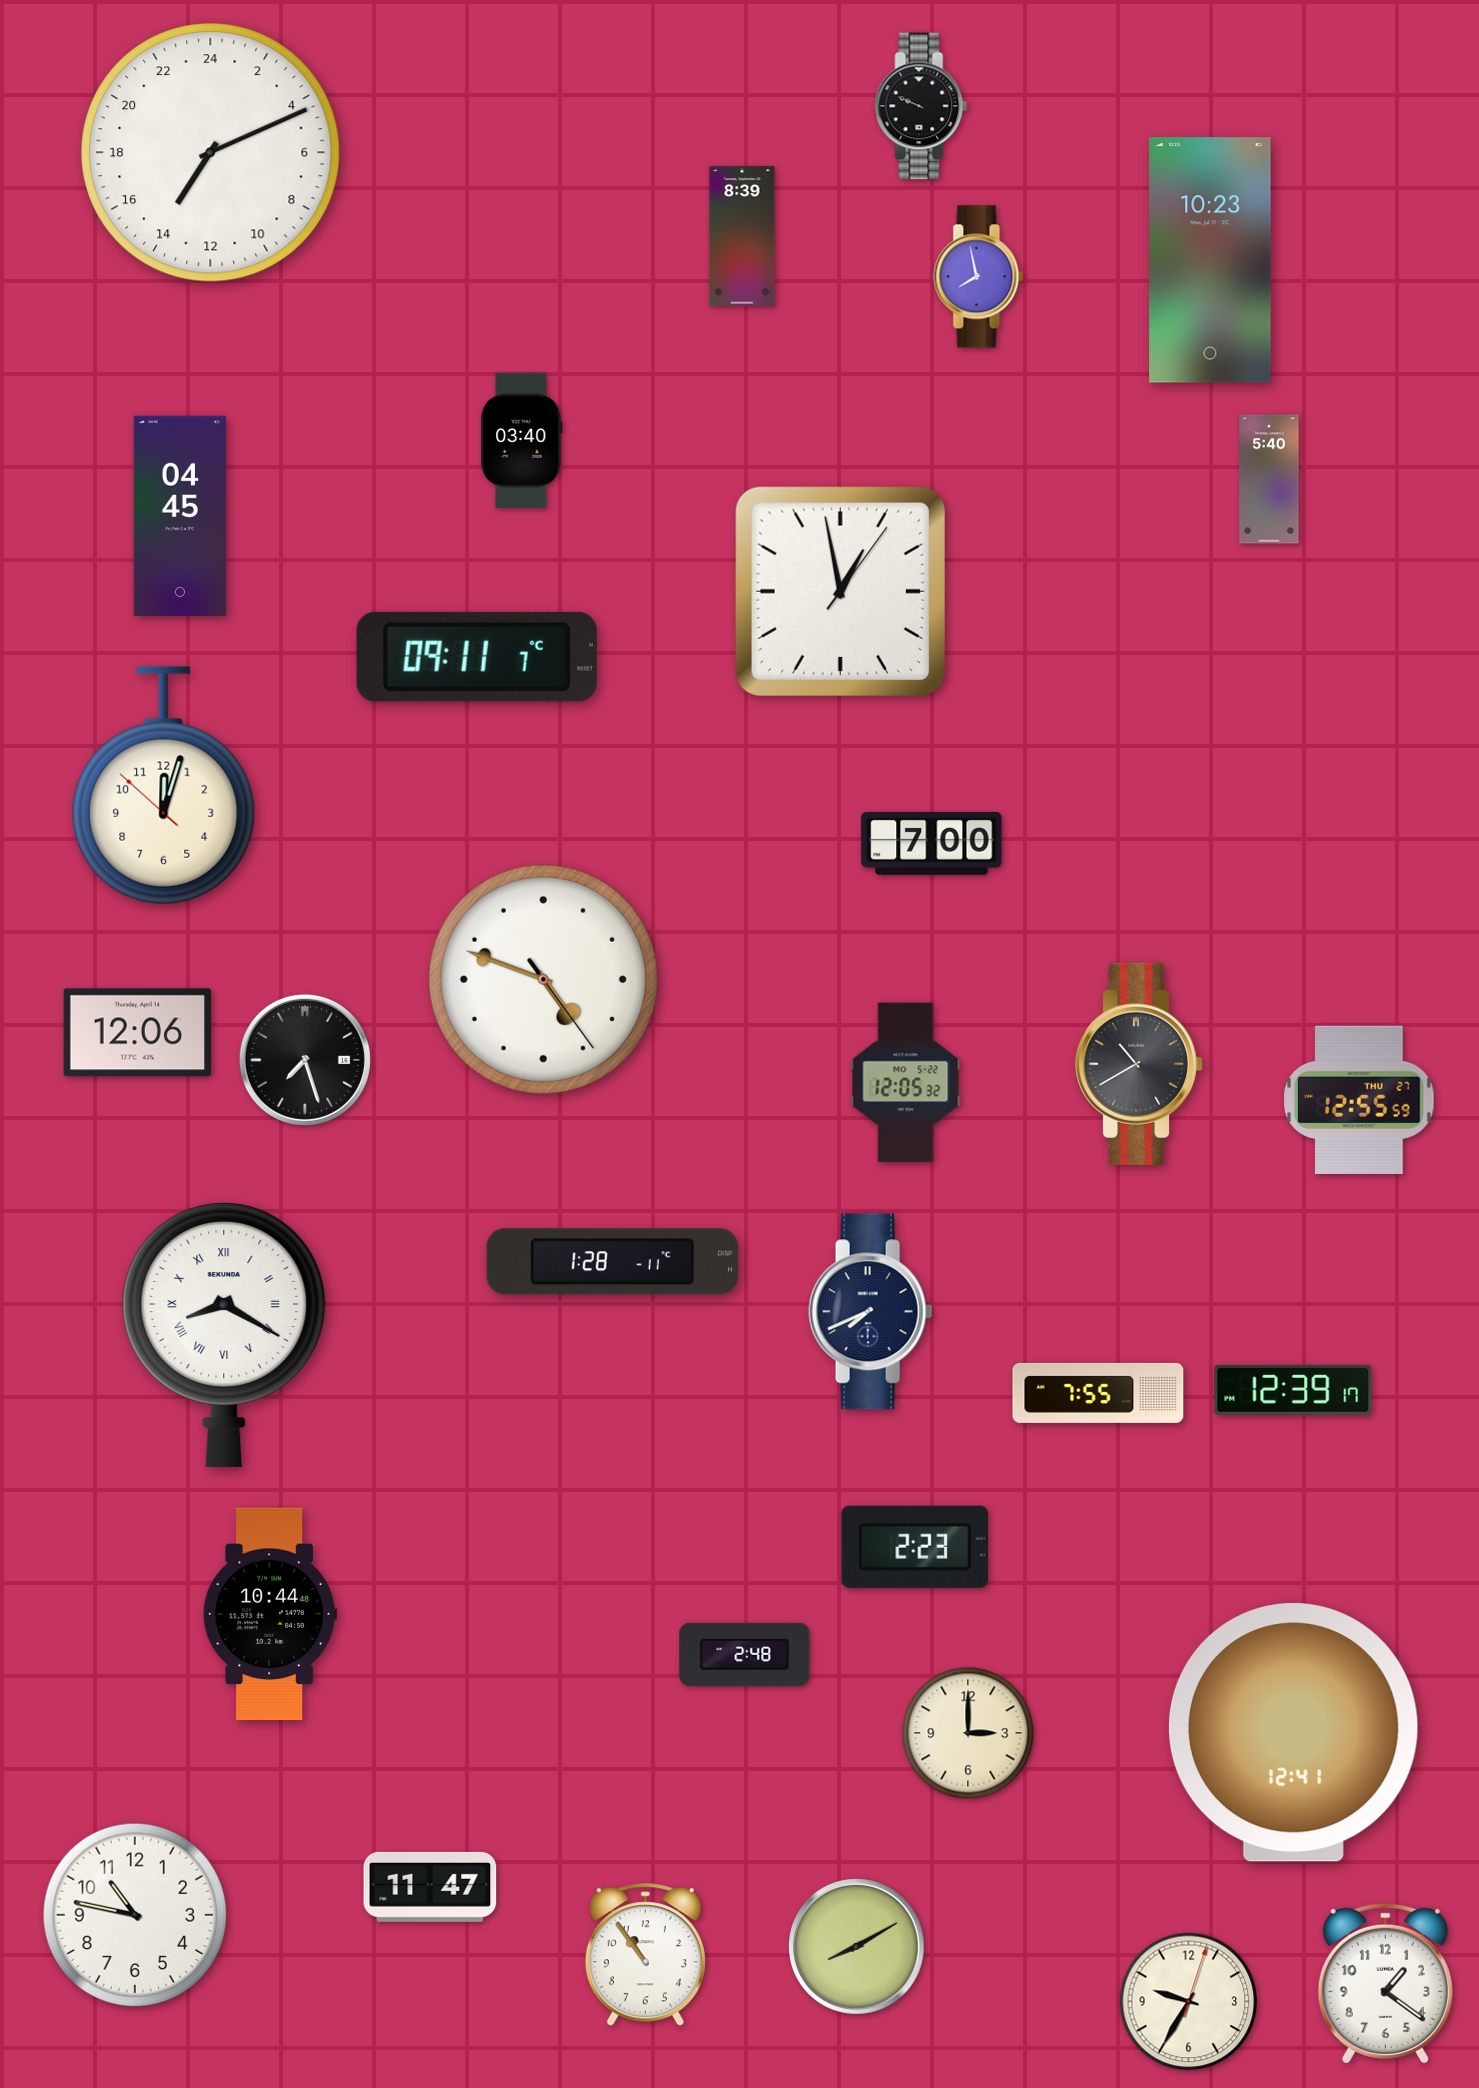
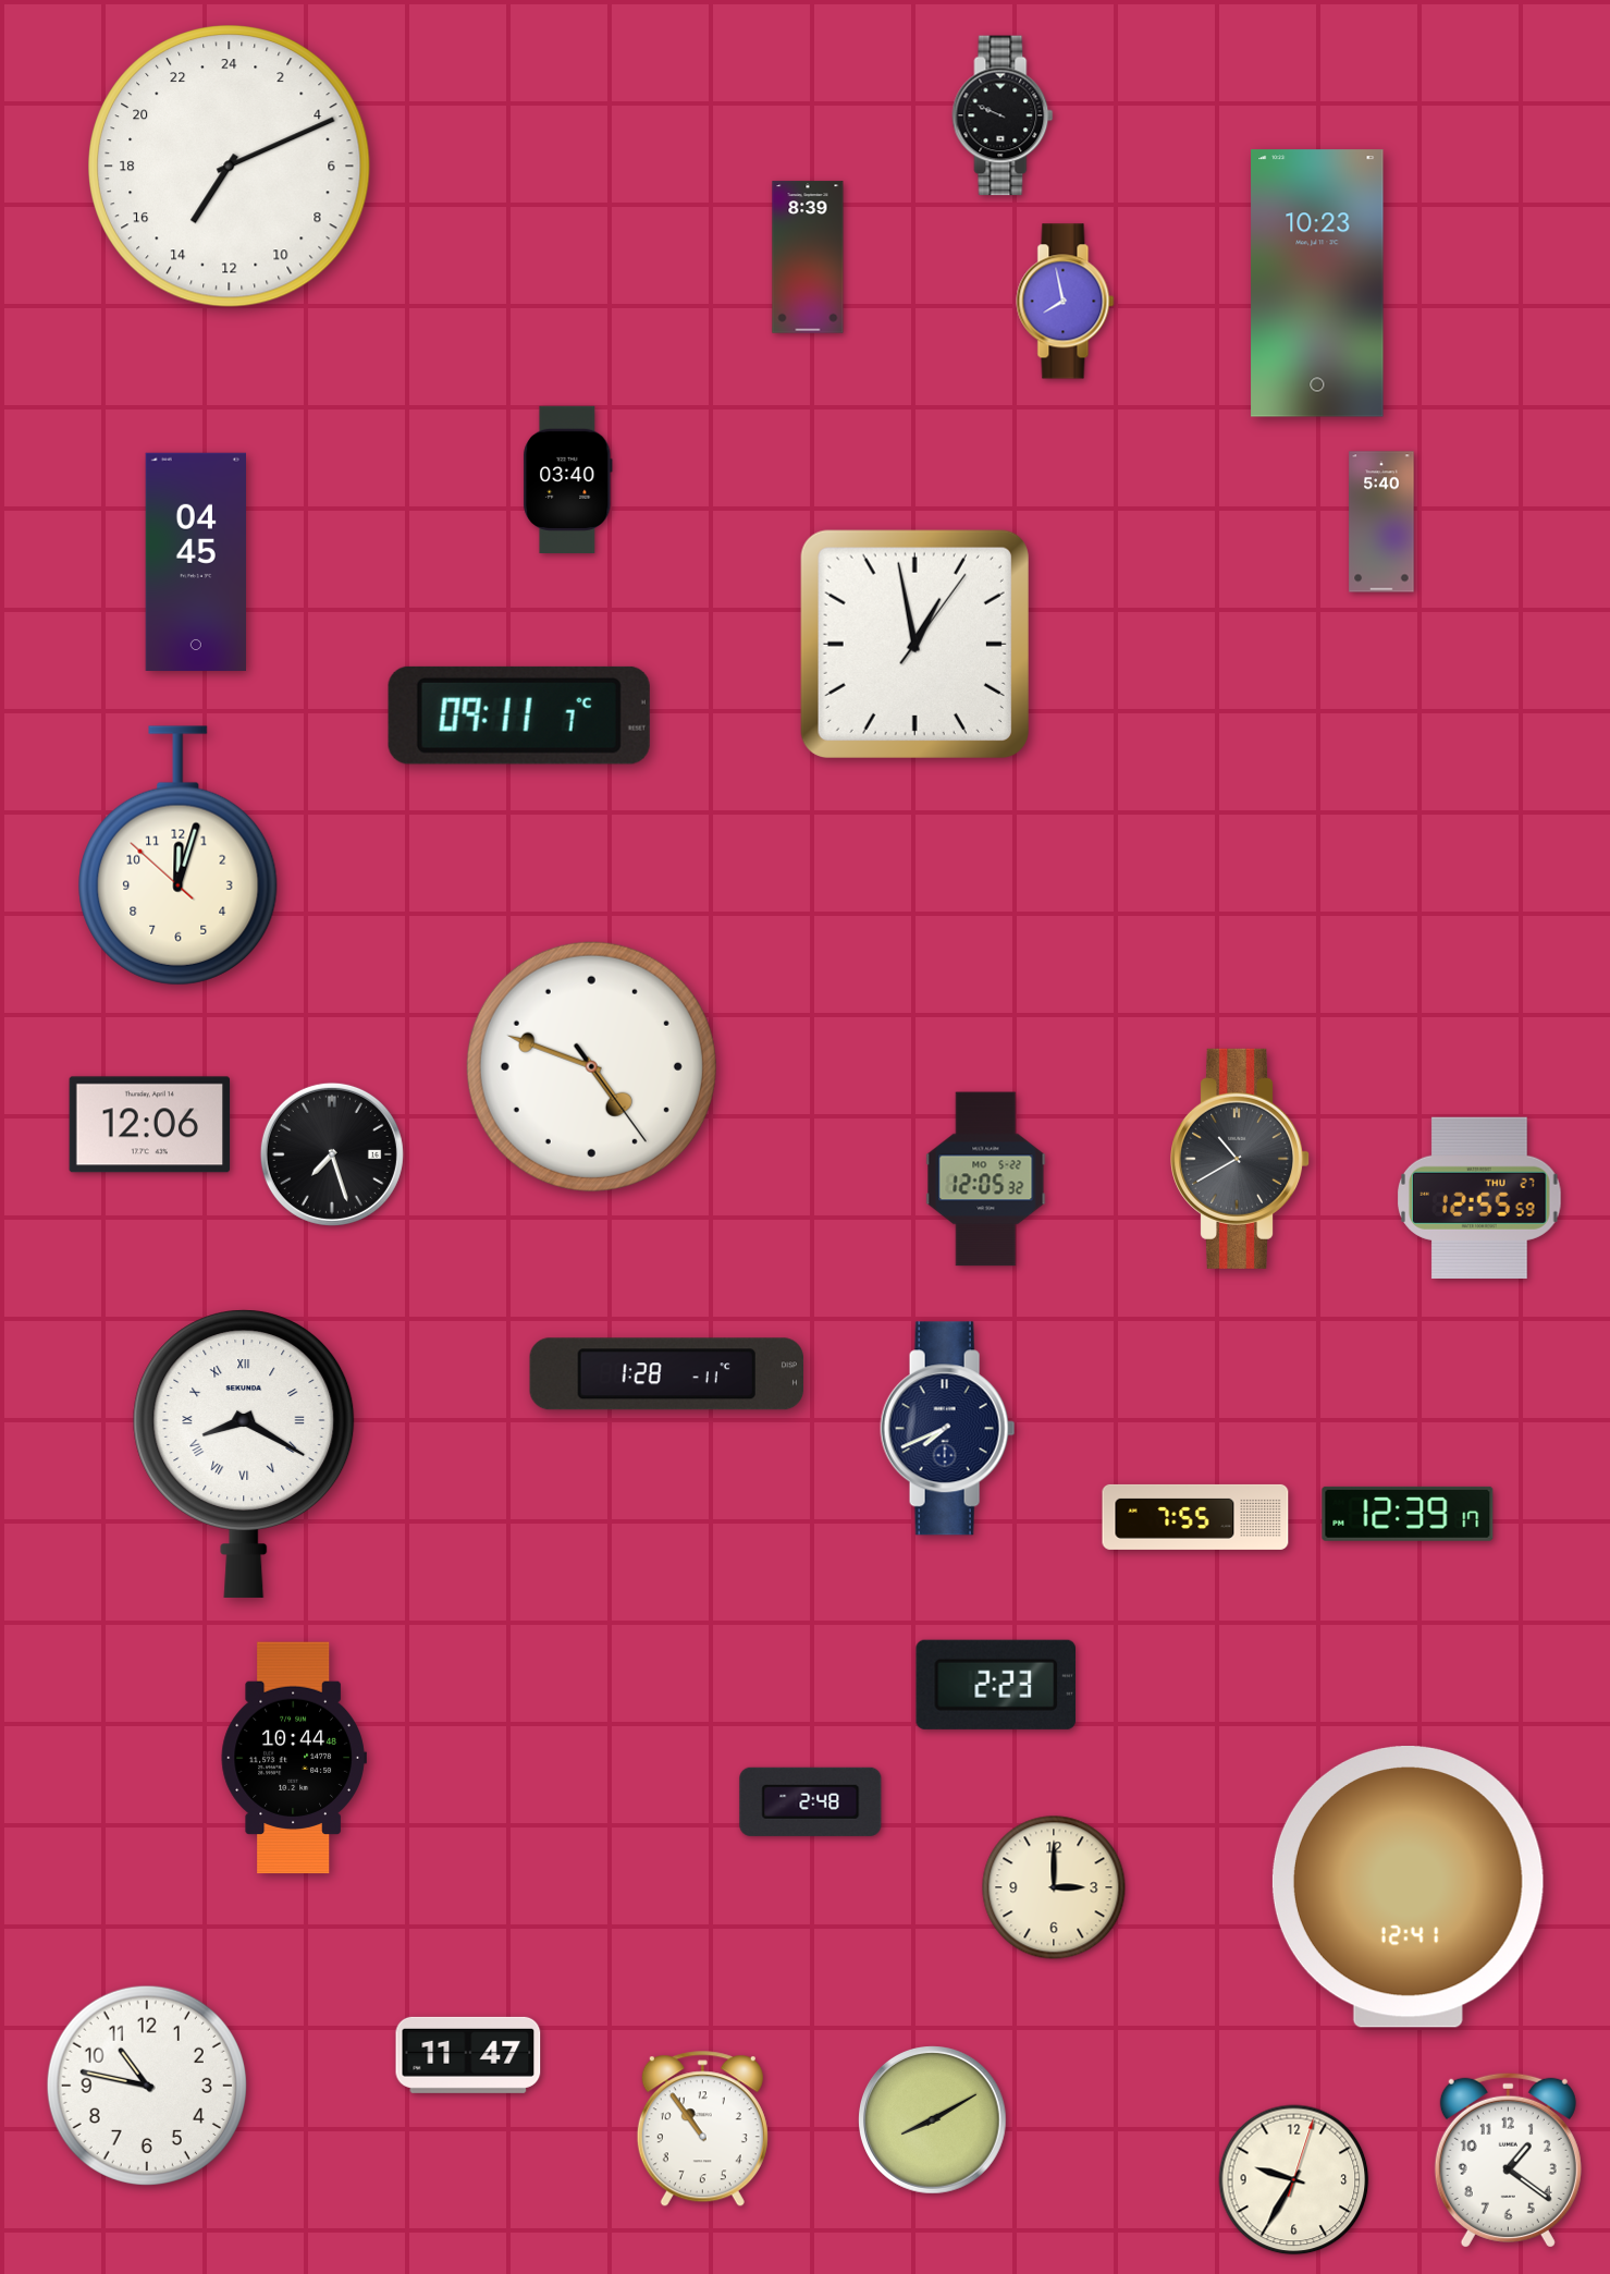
clock at (932, 843): 7:00 -> none
